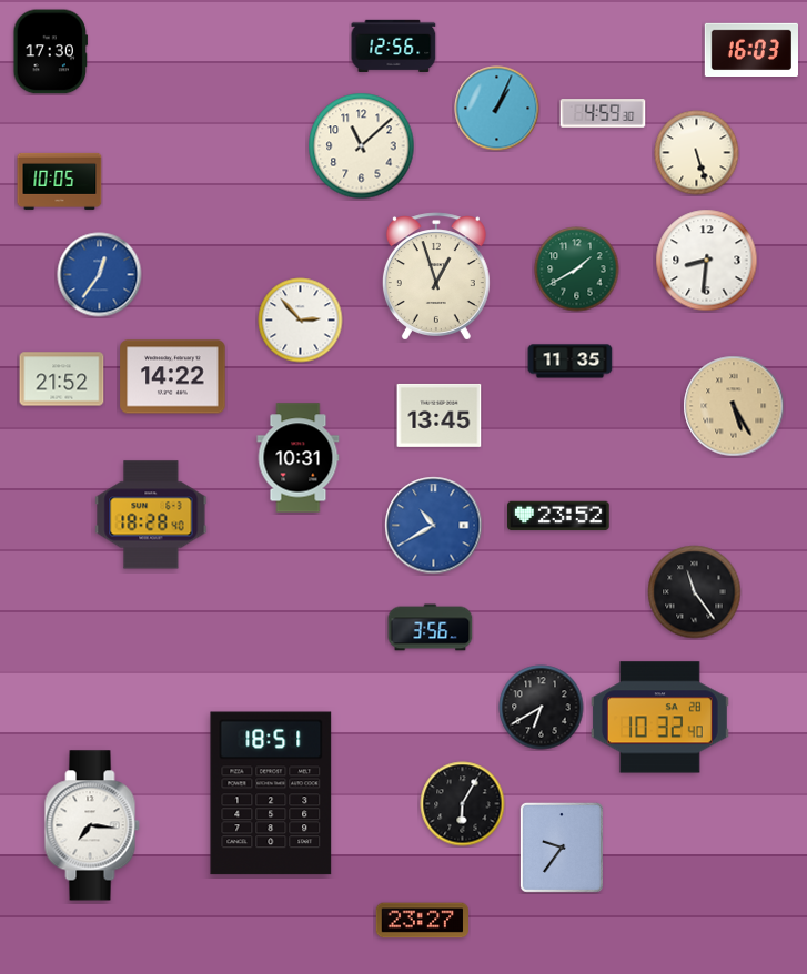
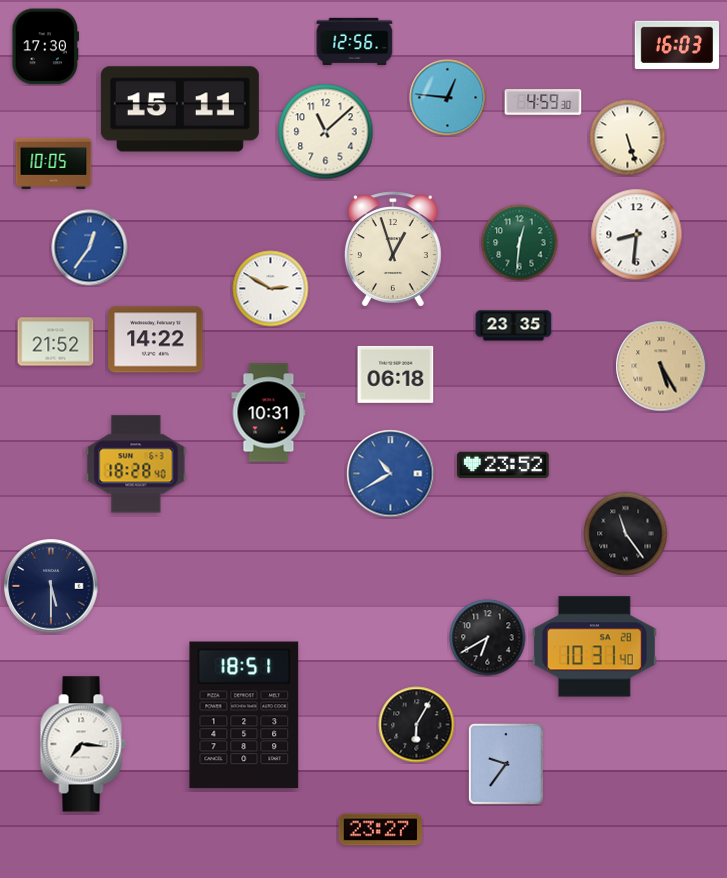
clock at (497, 109): 1:04 -> 12:46
clock at (180, 109): none -> 15:11
clock at (577, 270): 1:40 -> 12:31
clock at (301, 321): 2:53 -> 2:50
clock at (571, 362): 11:35 -> 23:35
clock at (440, 415): 13:45 -> 06:18
clock at (431, 628): 3:56 -> none
clock at (51, 586): none -> 5:30
clock at (659, 718): 10:32 -> 10:31
